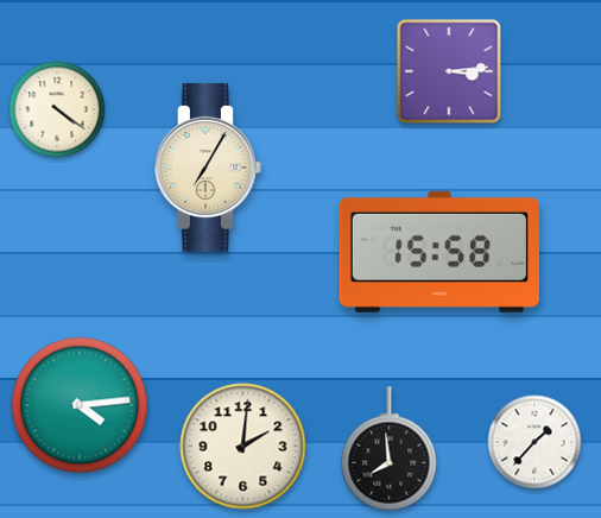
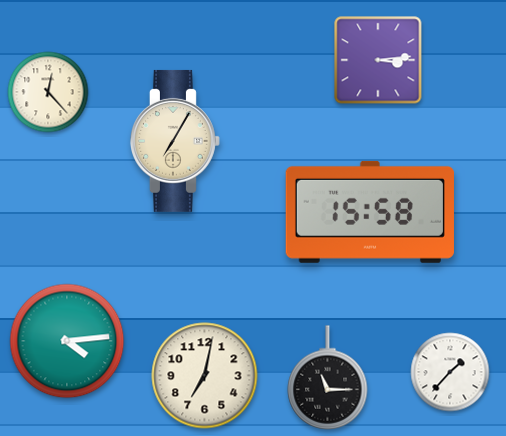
clock at (57, 109): 4:21 -> 12:23
clock at (243, 447): 2:01 -> 7:02
clock at (390, 449): 7:59 -> 11:15
